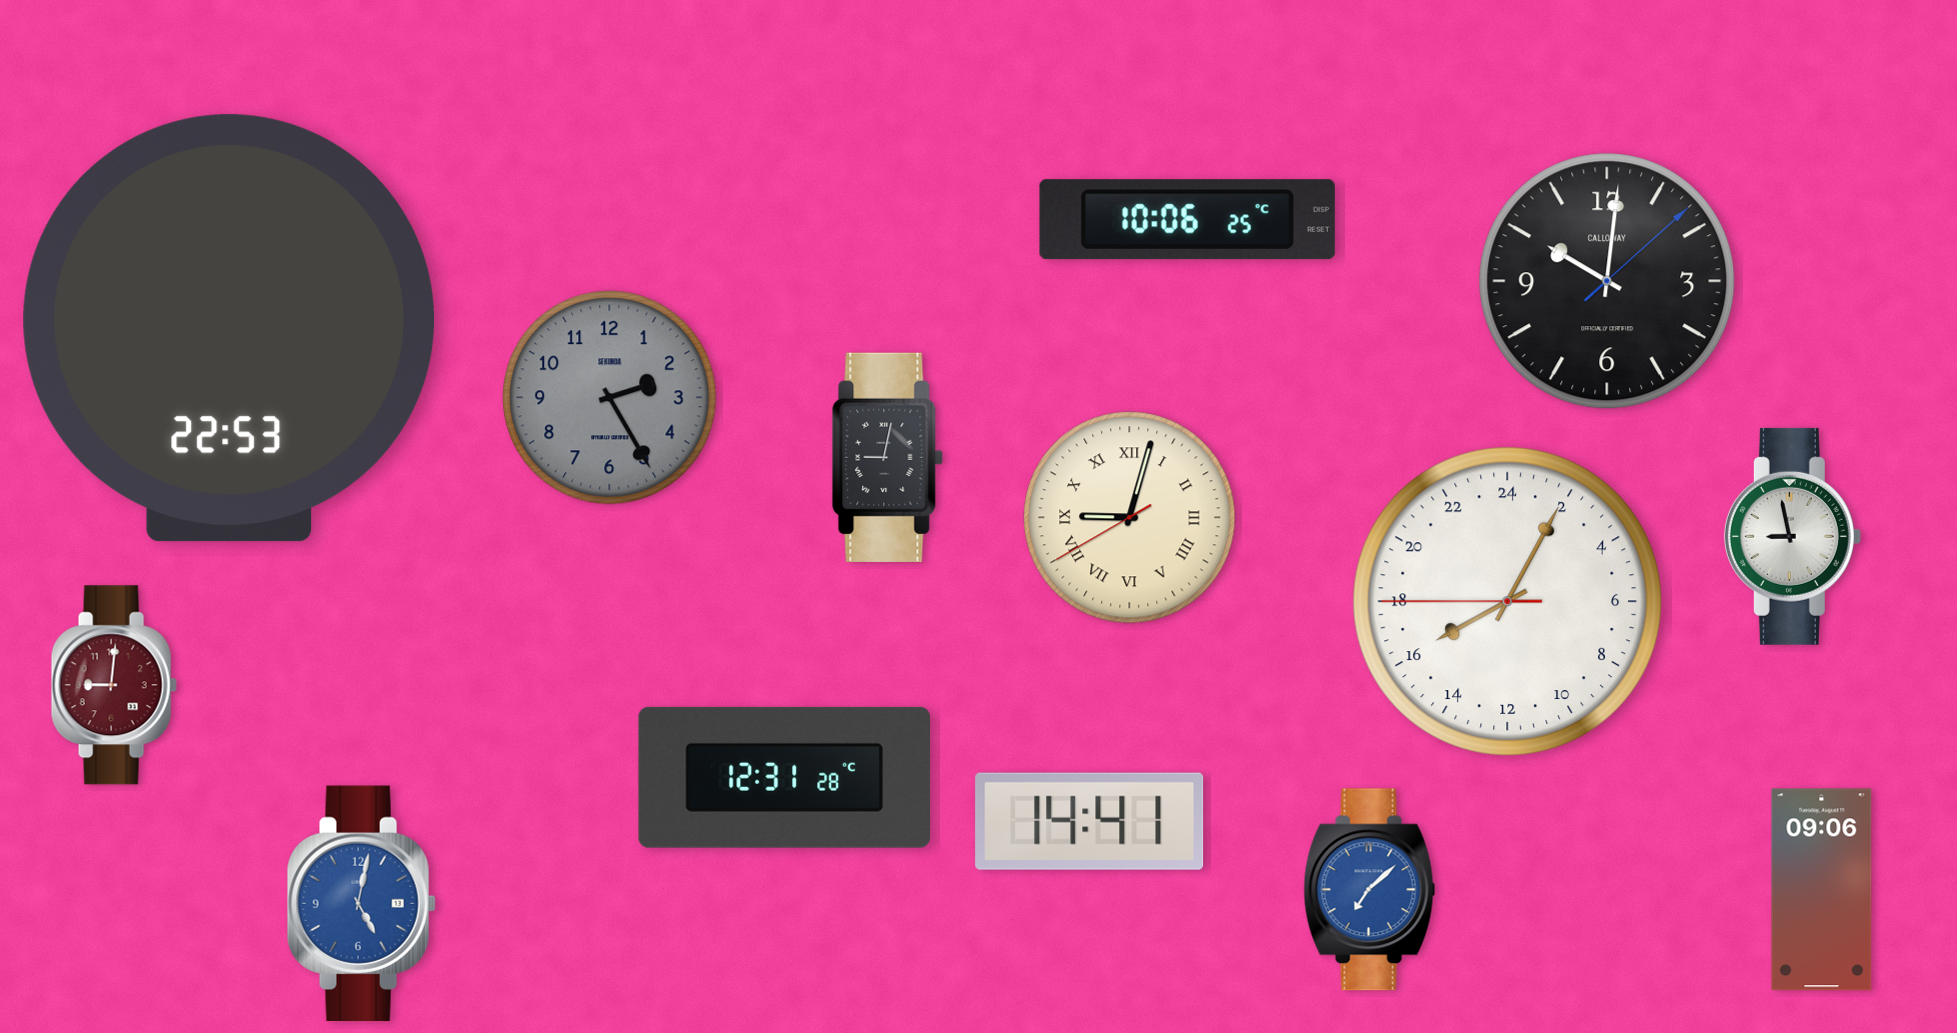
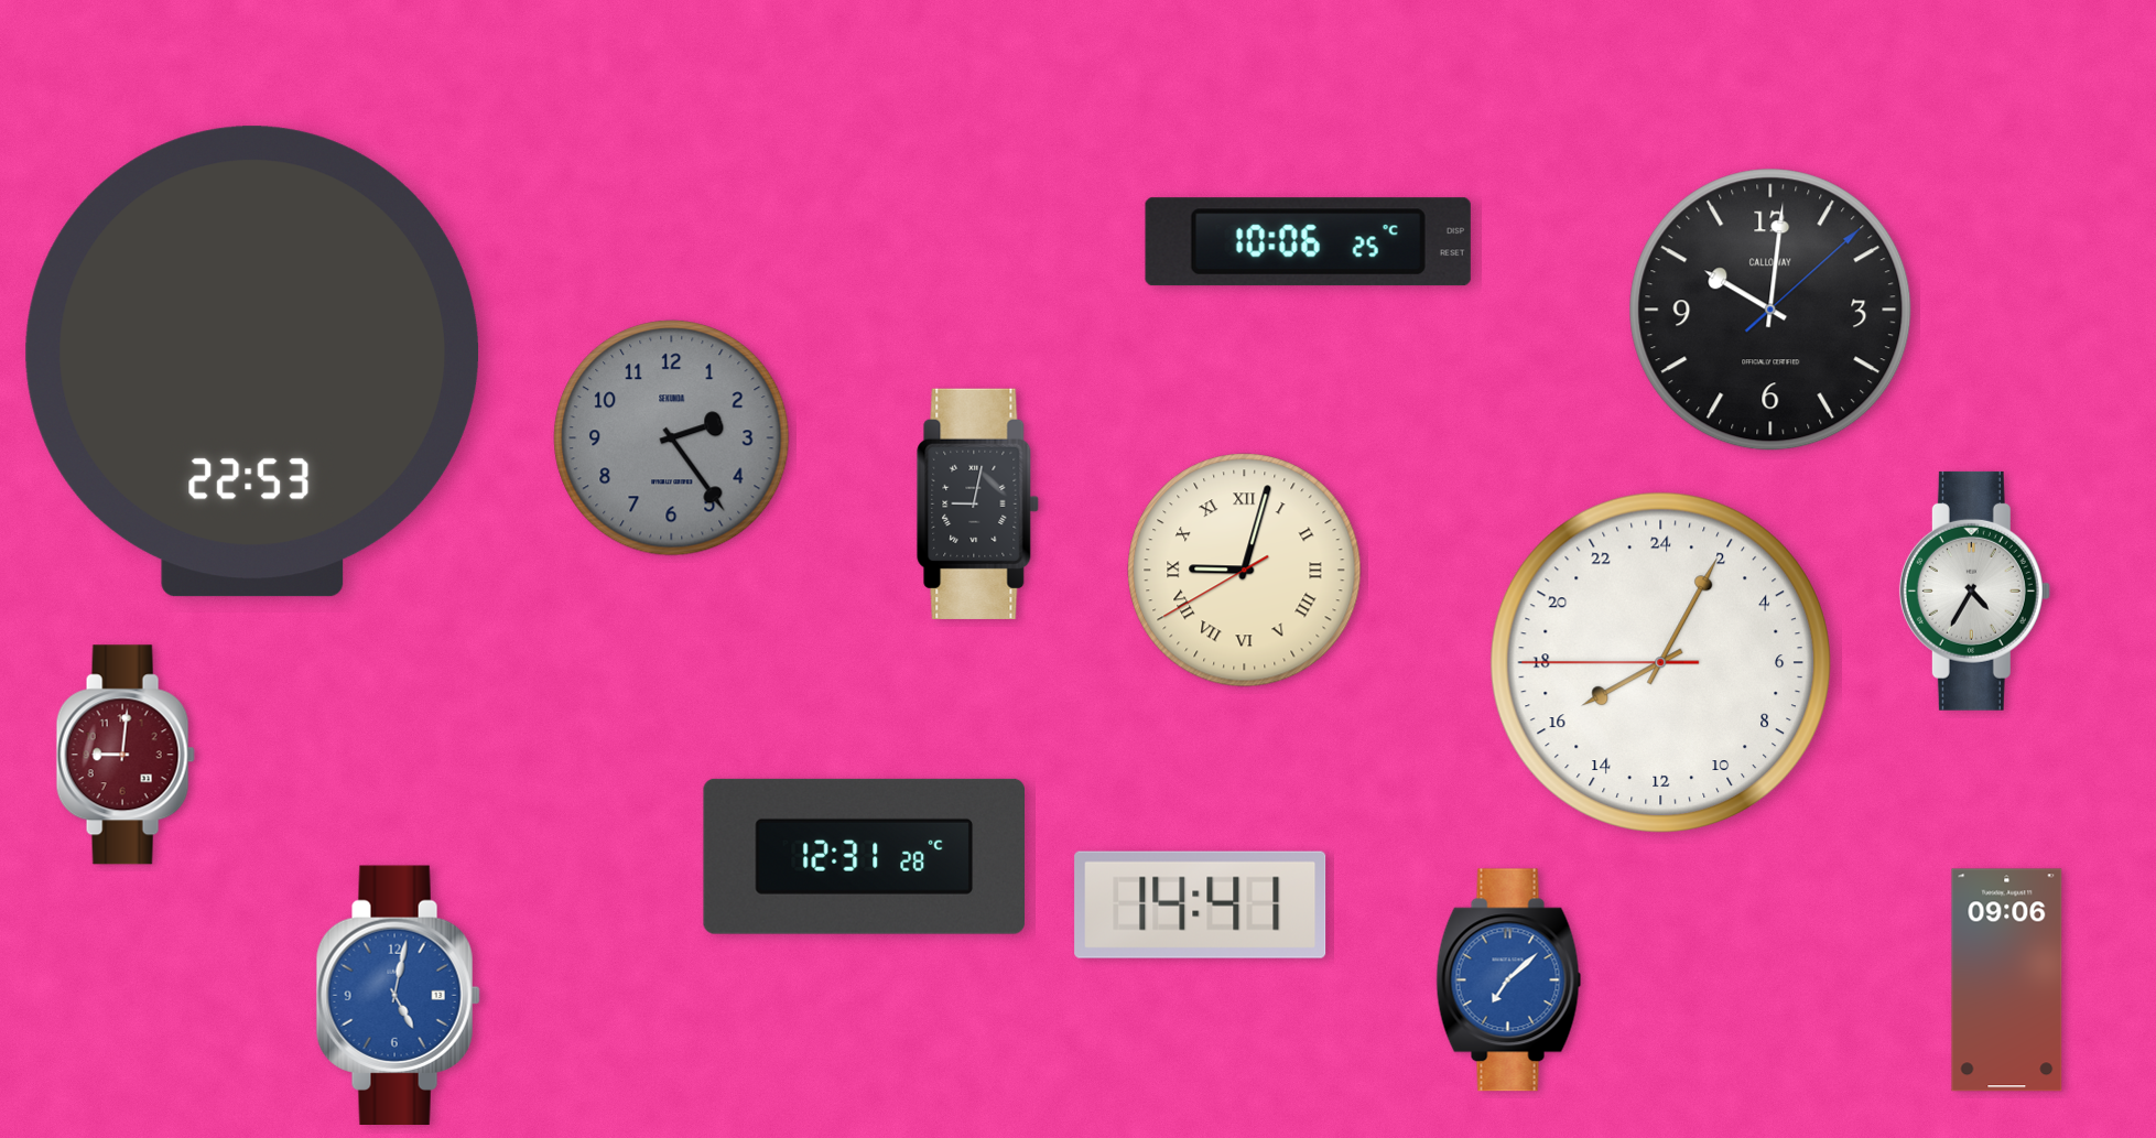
clock at (610, 398): 2:25 -> 2:24
clock at (1792, 536): 8:58 -> 4:35
